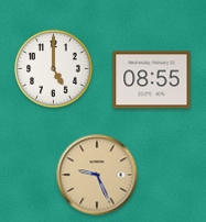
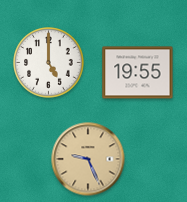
clock at (152, 80): 08:55 -> 19:55
